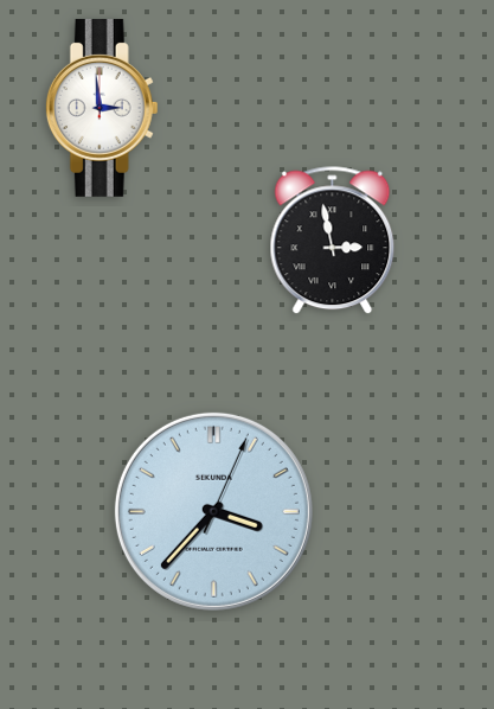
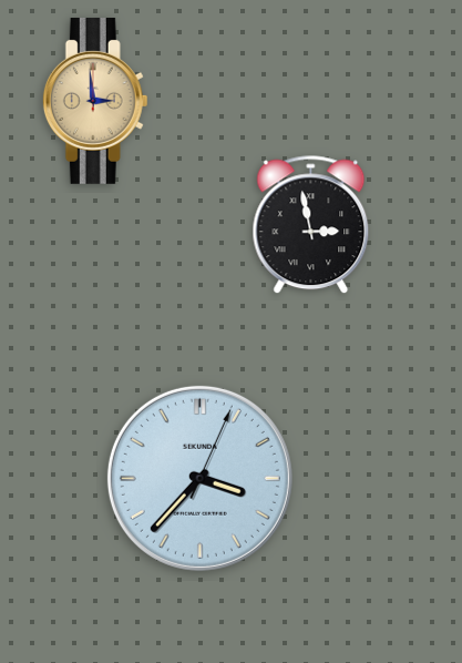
clock at (102, 108) dial: white -> champagne
